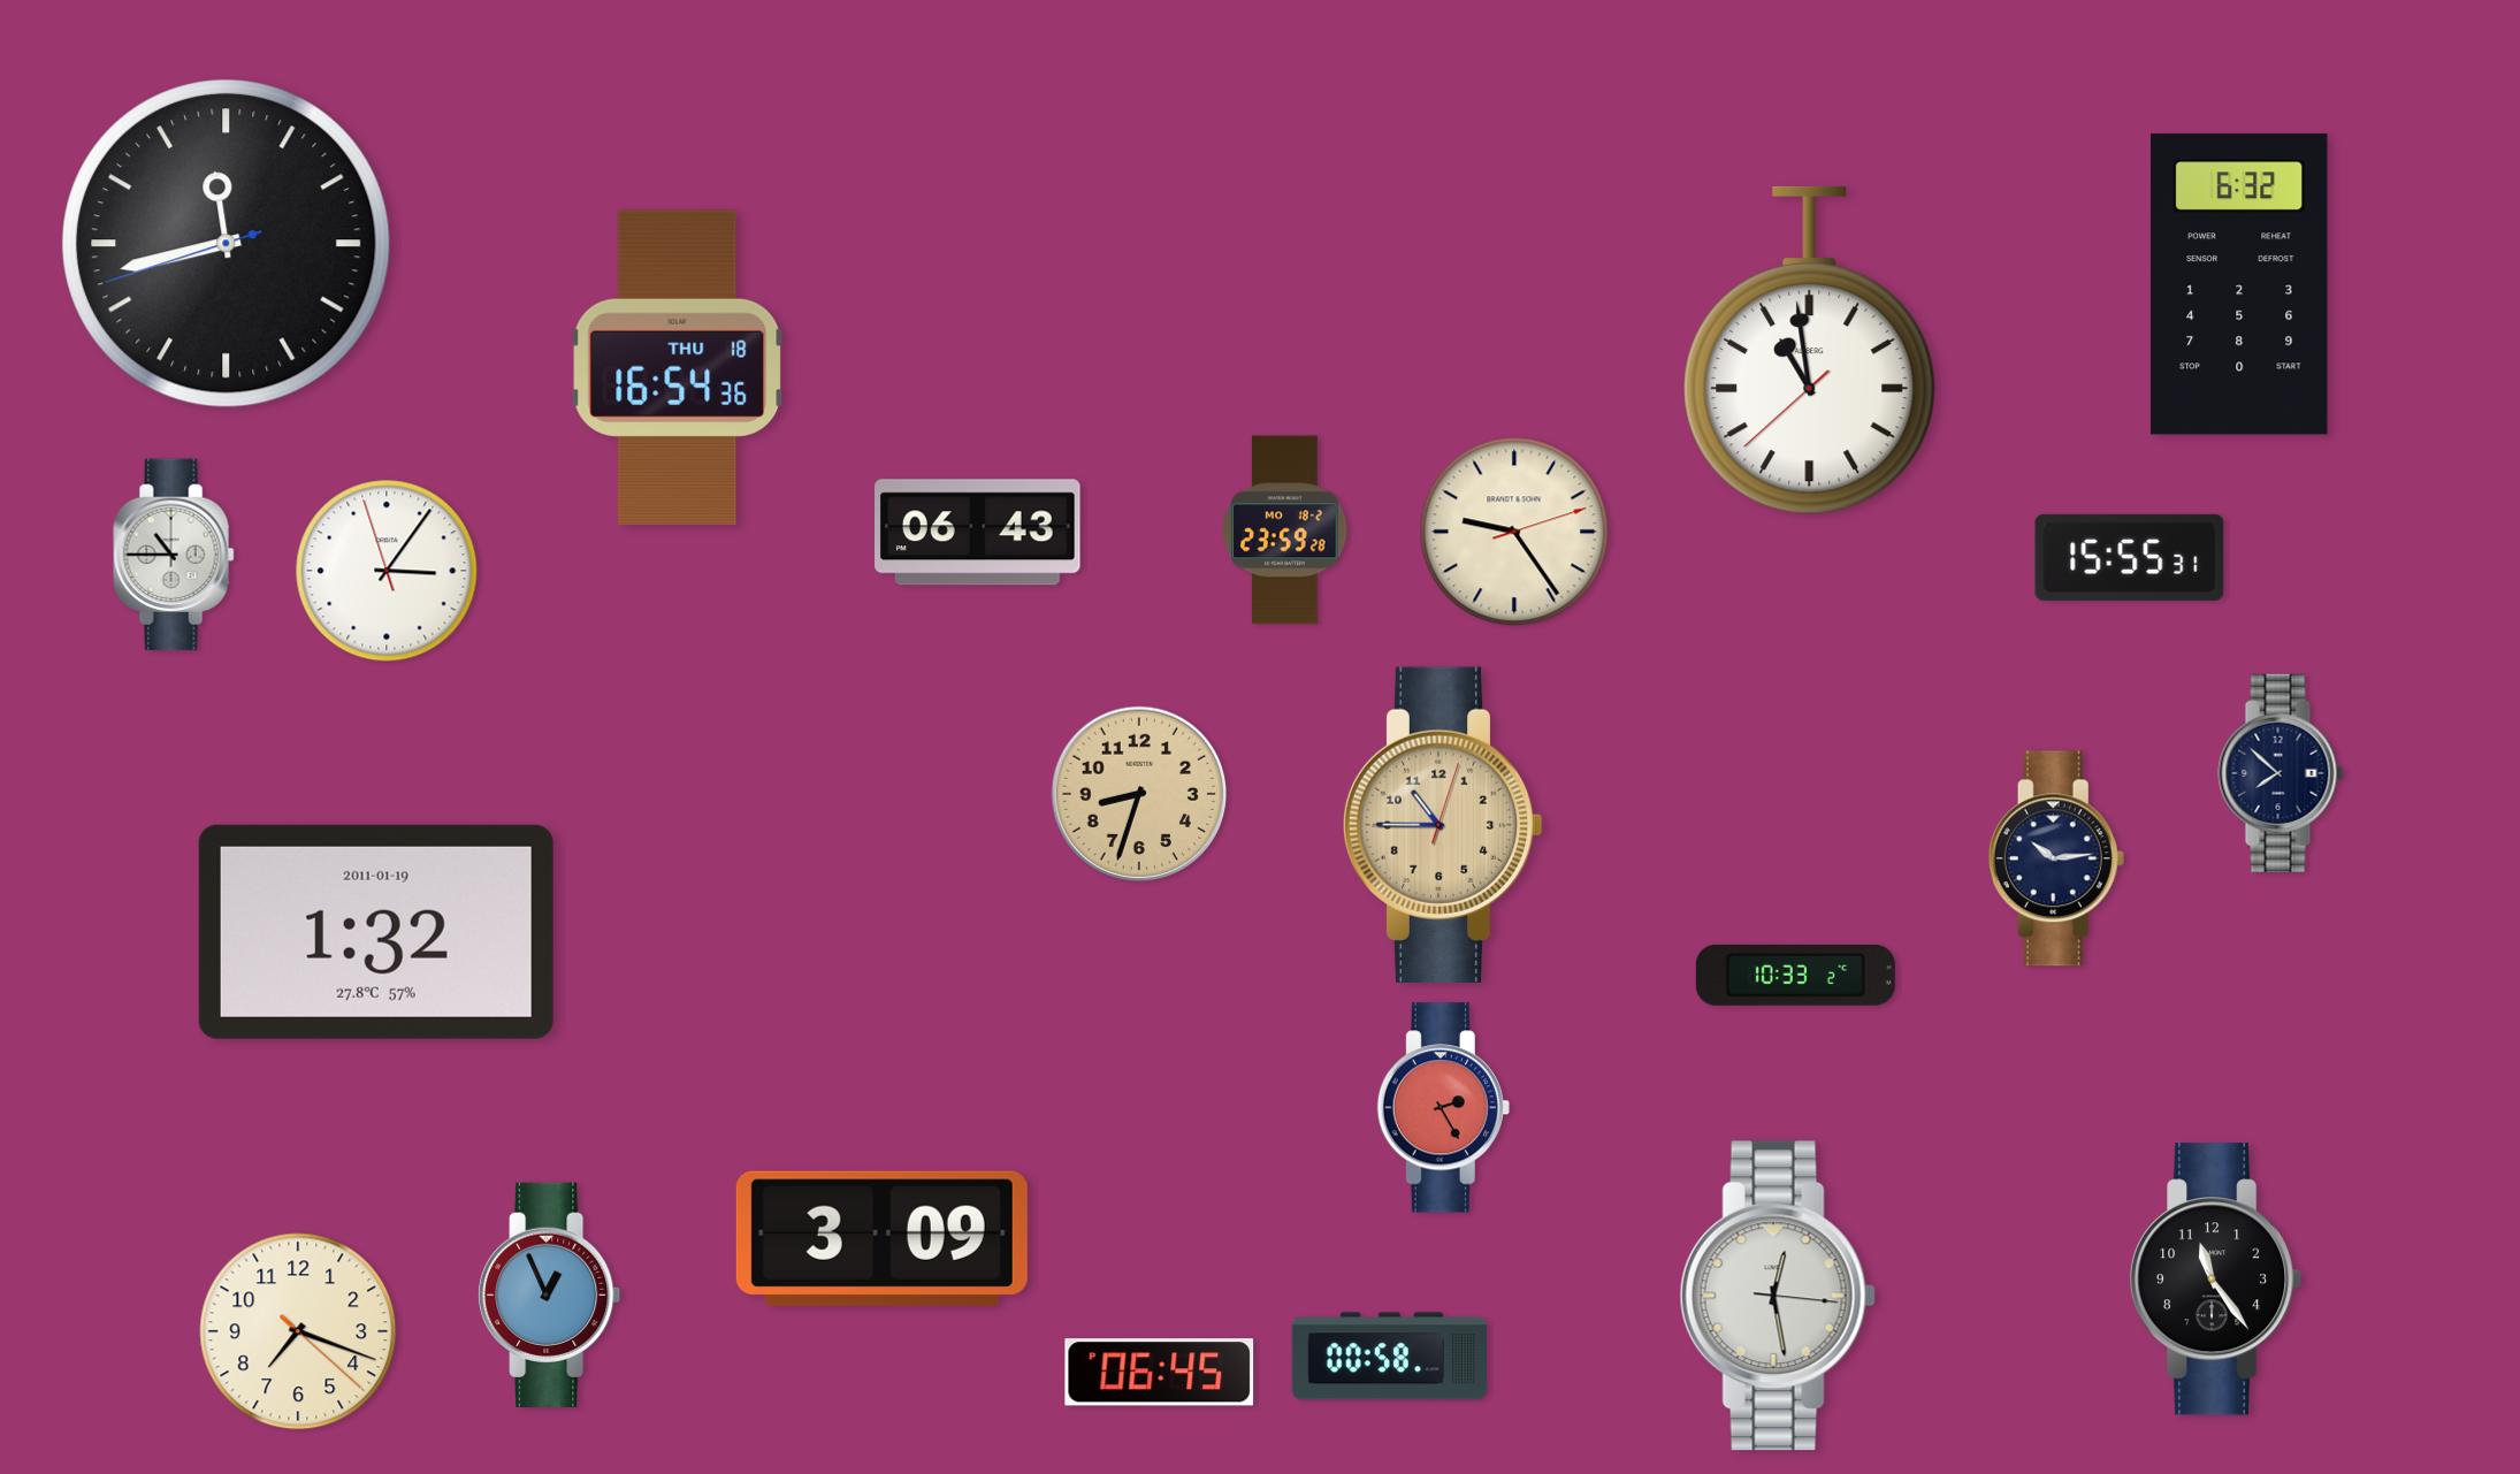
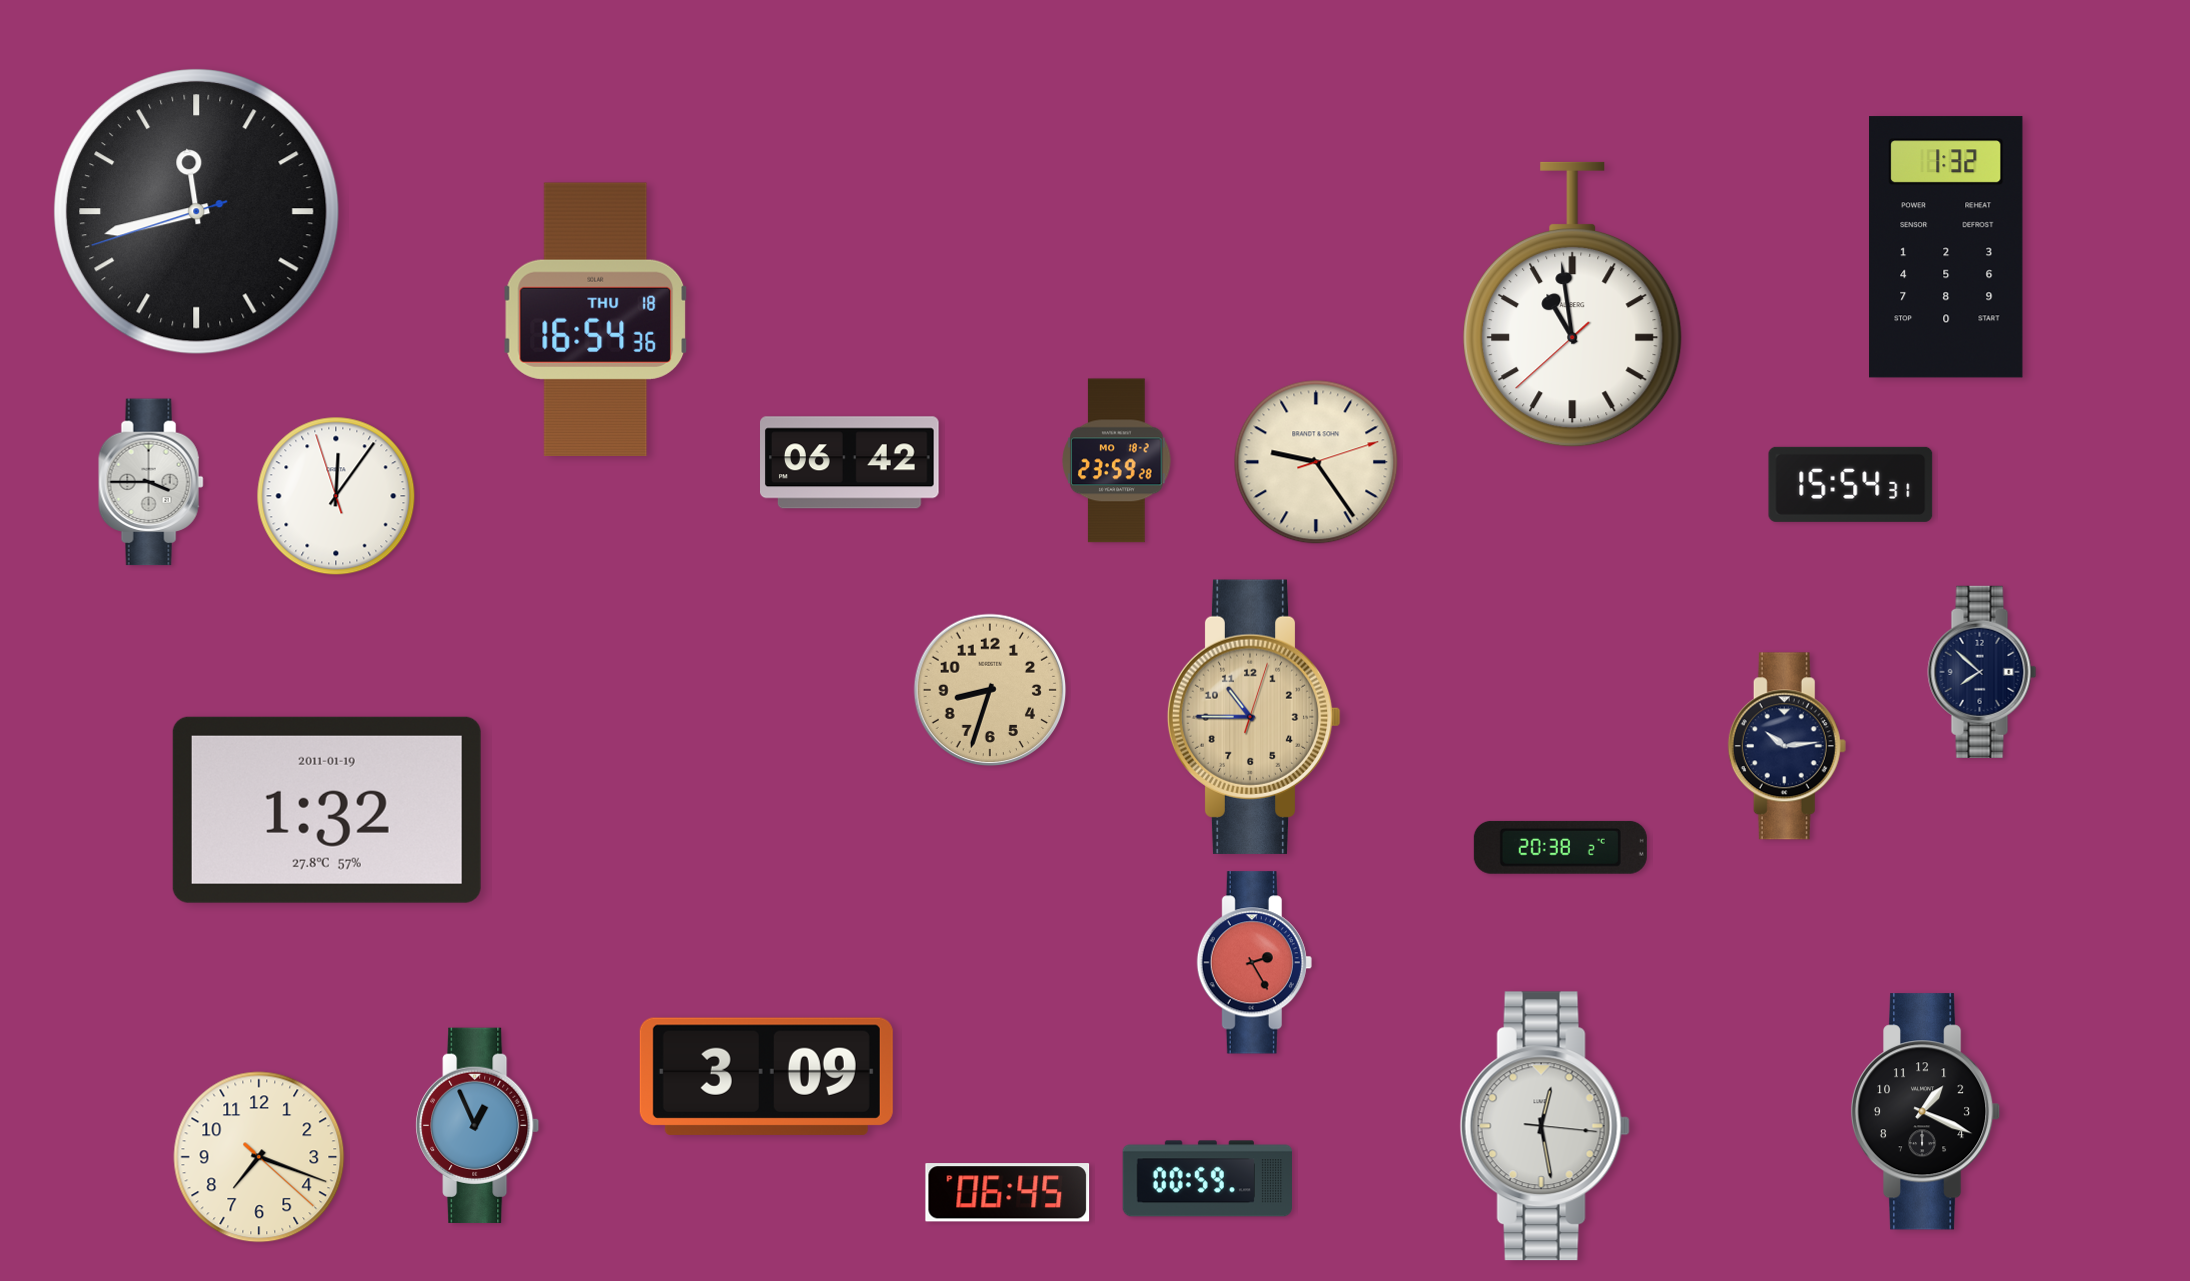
clock at (2239, 284): 6:32 -> 1:32
clock at (678, 367) position: (678, 367) -> (596, 319)
clock at (978, 533): 06:43 -> 06:42
clock at (174, 555): 10:45 -> 3:45
clock at (2130, 557): 15:55 -> 15:54
clock at (387, 571): 3:05 -> 12:05
clock at (1795, 975): 10:33 -> 20:38
clock at (2216, 1280): 11:24 -> 1:19
clock at (1389, 1357): 00:58 -> 00:59
